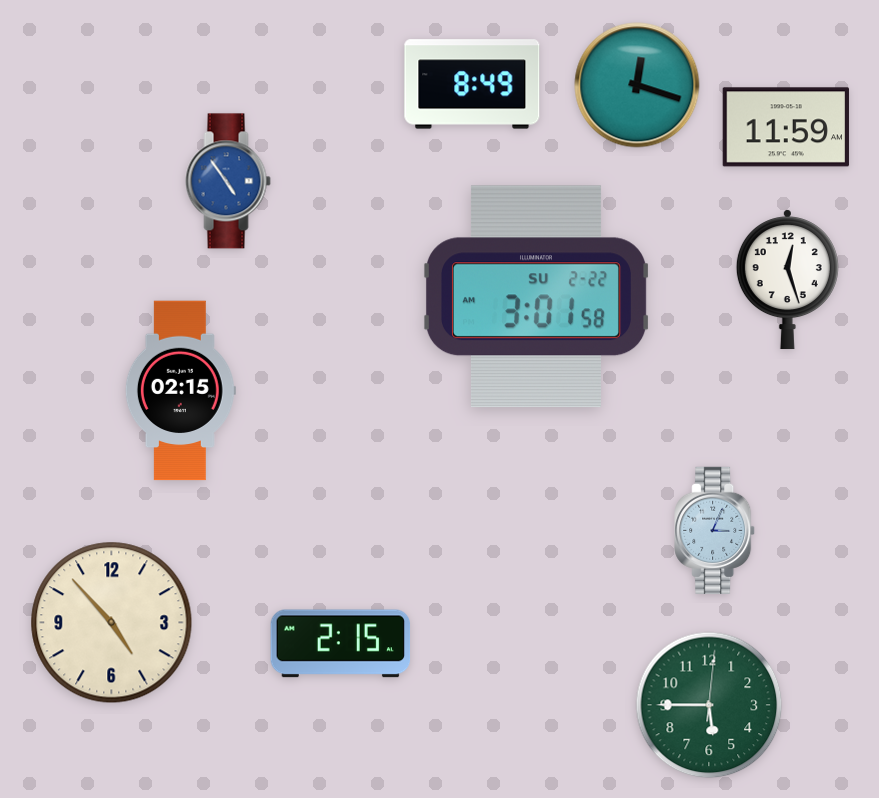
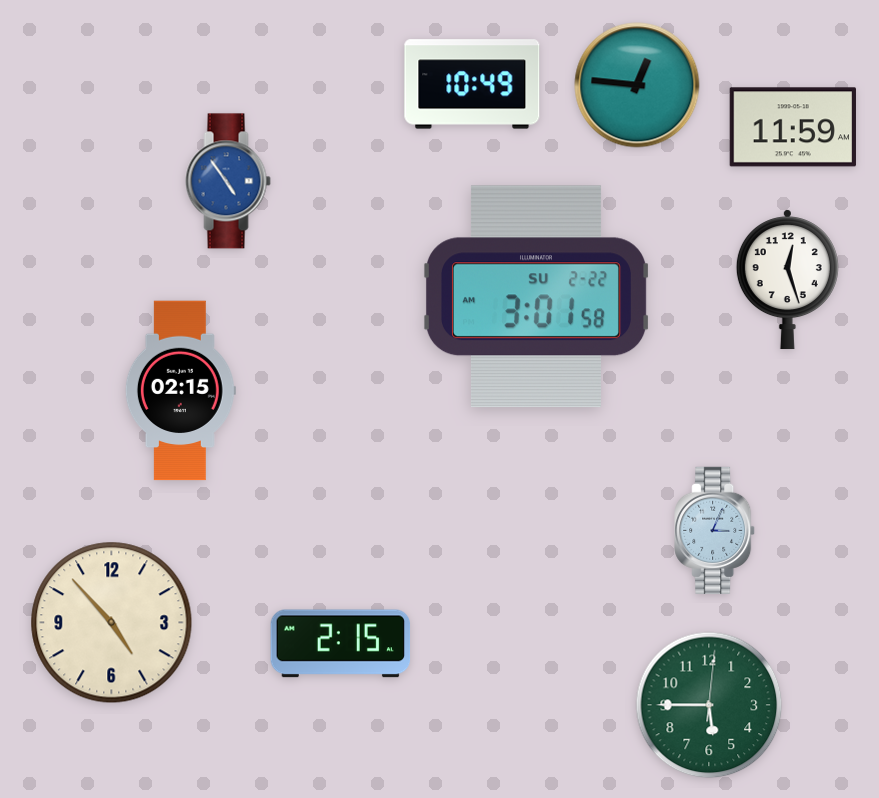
clock at (472, 84): 8:49 -> 10:49
clock at (637, 85): 12:18 -> 12:46
clock at (785, 127) position: (785, 127) -> (792, 127)
